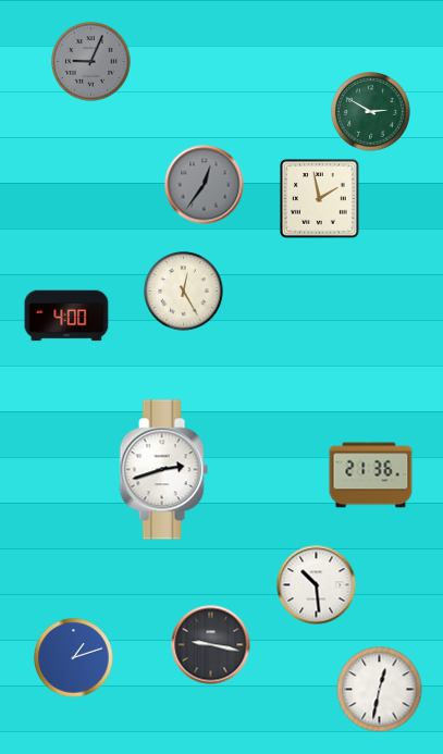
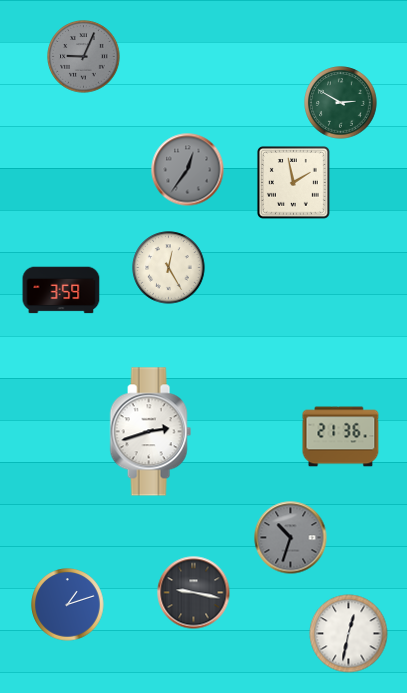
clock at (66, 316): 4:00 -> 3:59
clock at (317, 585): 10:29 -> 10:33
clock at (317, 585) dial: white -> grey
